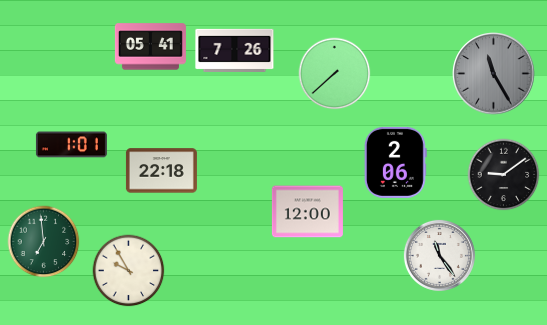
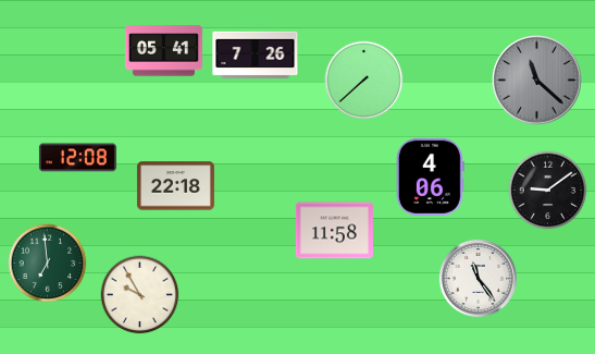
clock at (494, 74): 11:25 -> 11:22
clock at (71, 145): 1:01 -> 12:08
clock at (395, 162): 2:06 -> 4:06
clock at (307, 212): 12:00 -> 11:58
